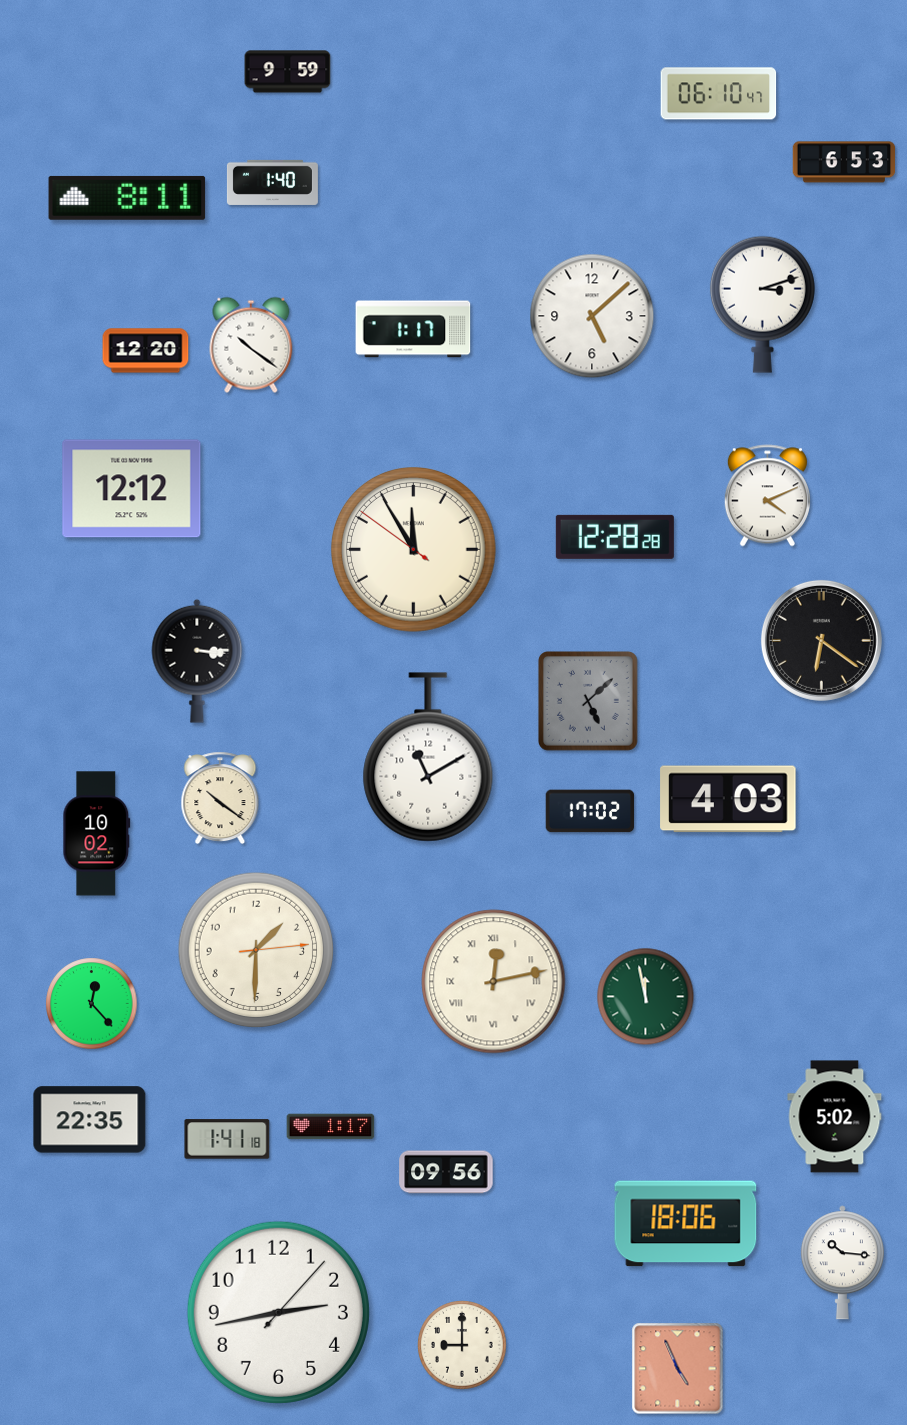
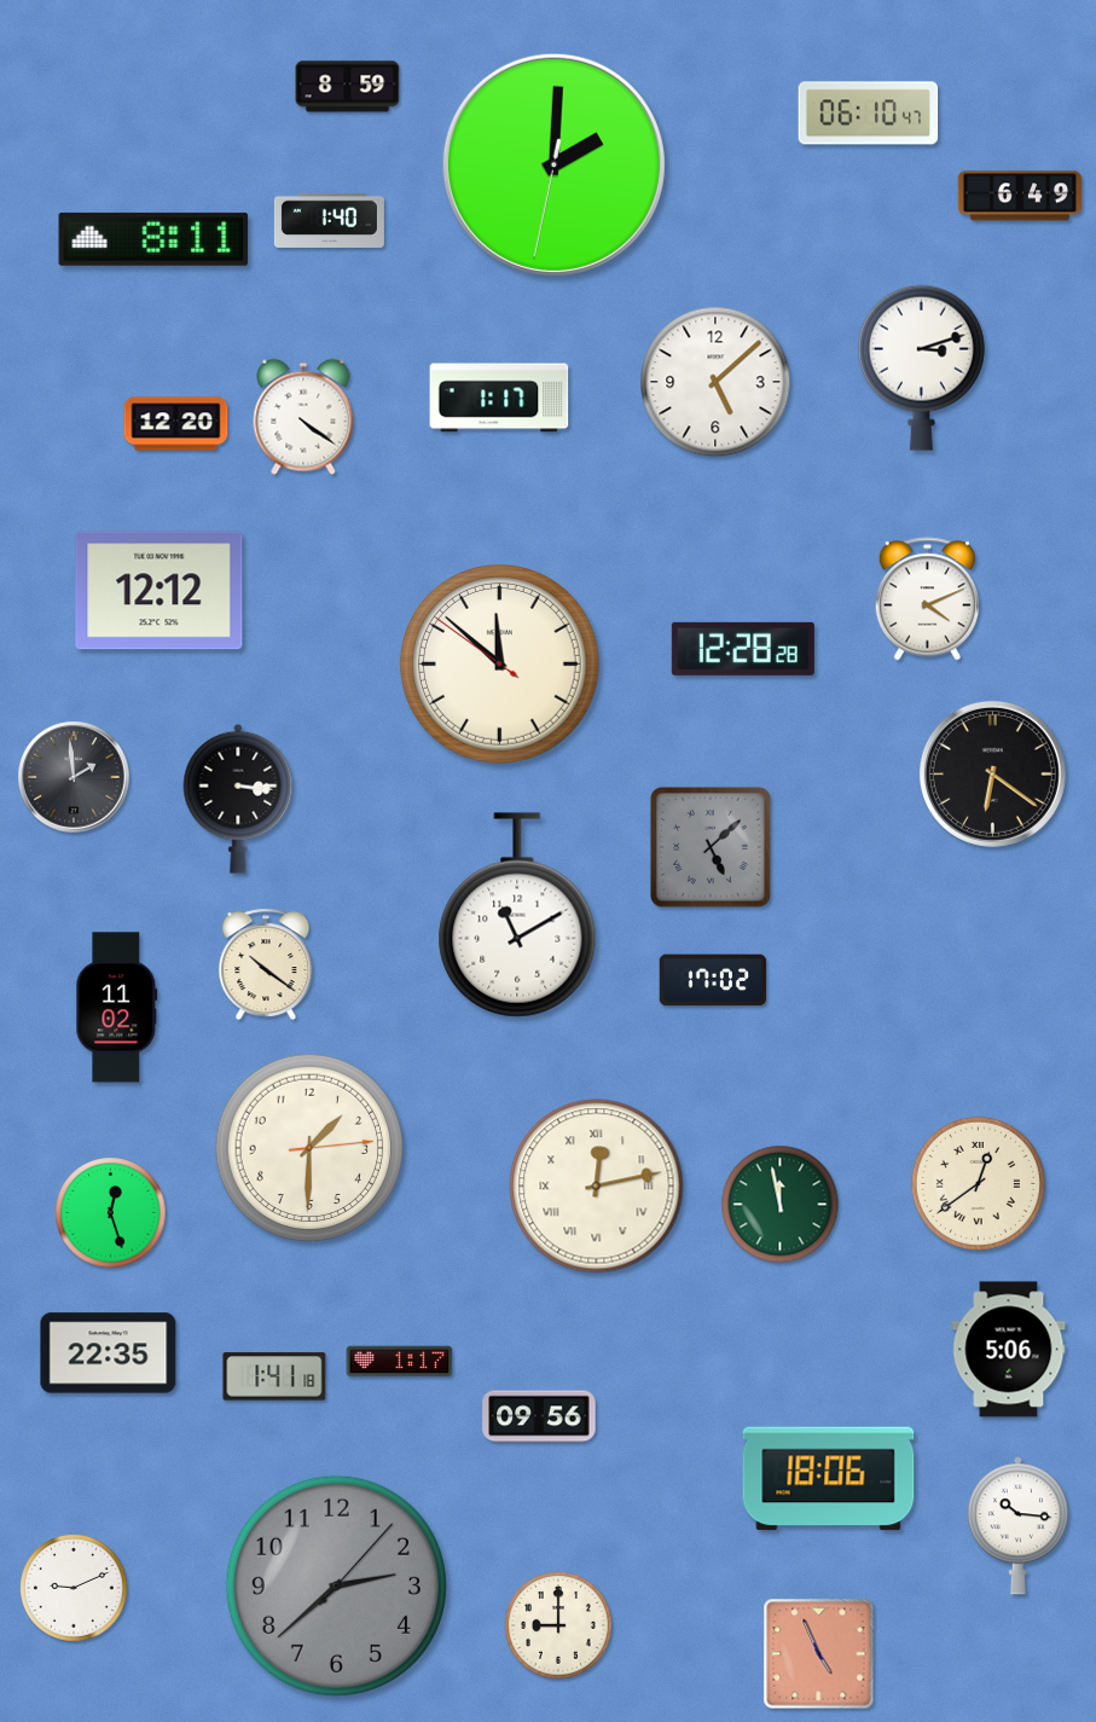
clock at (288, 72): 9:59 -> 8:59
clock at (553, 164): none -> 2:00
clock at (844, 162): 6:53 -> 6:49
clock at (251, 345): 10:21 -> 4:21
clock at (414, 550): 11:54 -> 11:51
clock at (74, 777): none -> 1:59
clock at (728, 799): 4:03 -> none
clock at (97, 834): 10:02 -> 11:02
clock at (978, 1183): none -> 12:39
clock at (92, 1004): 12:23 -> 12:27
clock at (835, 1117): 5:02 -> 5:06
clock at (278, 1312): 2:43 -> 2:38
clock at (278, 1312) dial: white -> grey
clock at (75, 1589): none -> 9:11
